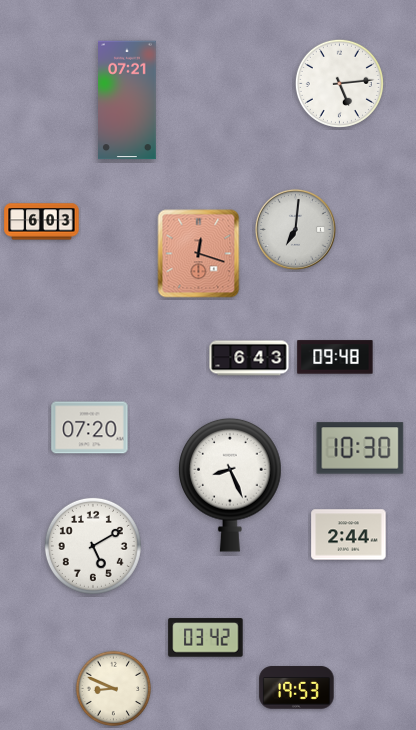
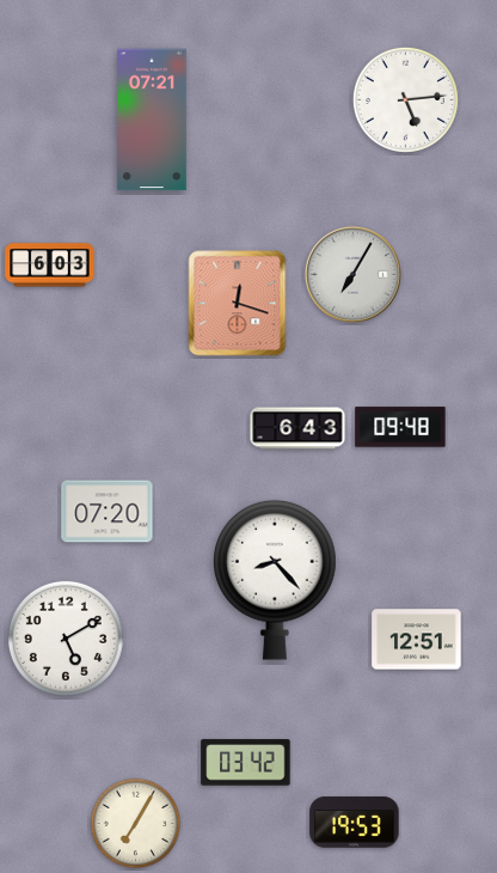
clock at (295, 229): 7:01 -> 7:05
clock at (360, 448): 10:30 -> none
clock at (230, 485): 8:26 -> 8:23
clock at (349, 535): 2:44 -> 12:51
clock at (93, 546) position: (93, 546) -> (66, 639)
clock at (114, 689): 8:49 -> 7:05
